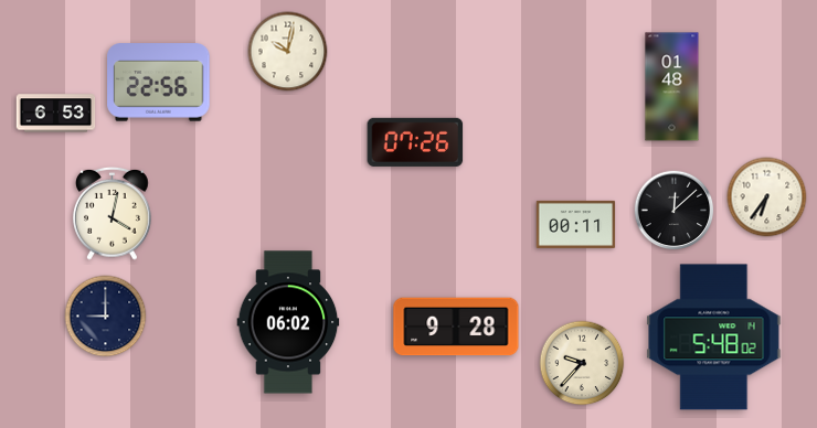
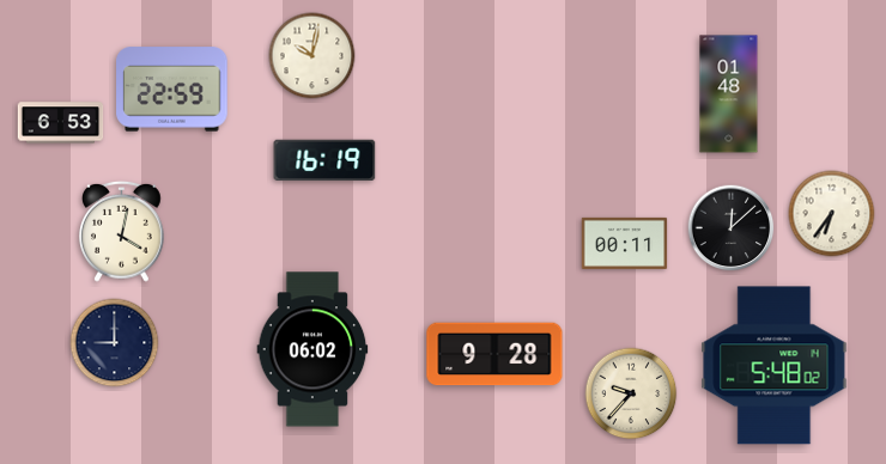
clock at (159, 83): 22:56 -> 22:59
clock at (415, 142): 07:26 -> none
clock at (324, 159): none -> 16:19
